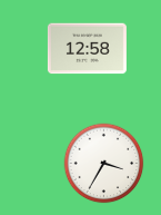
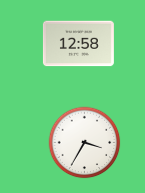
clock at (104, 164) position: (104, 164) -> (85, 143)
